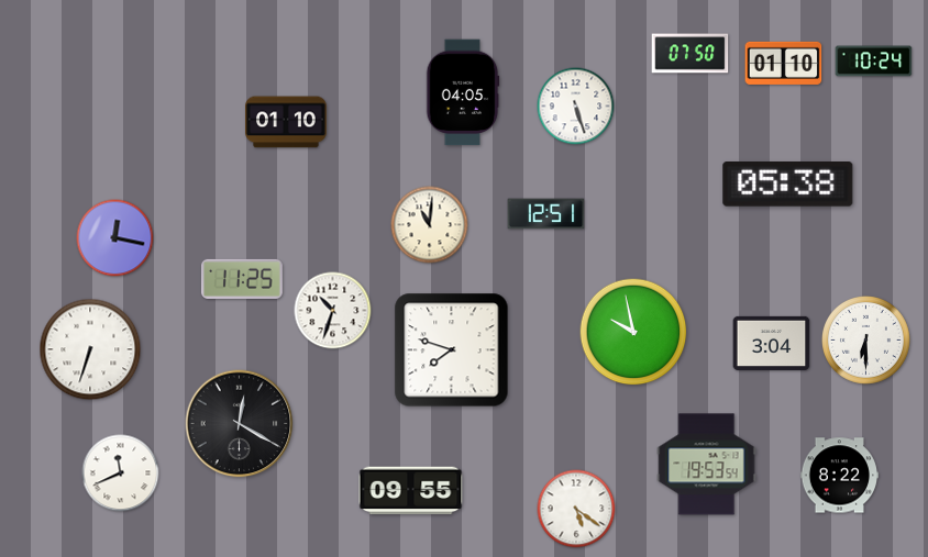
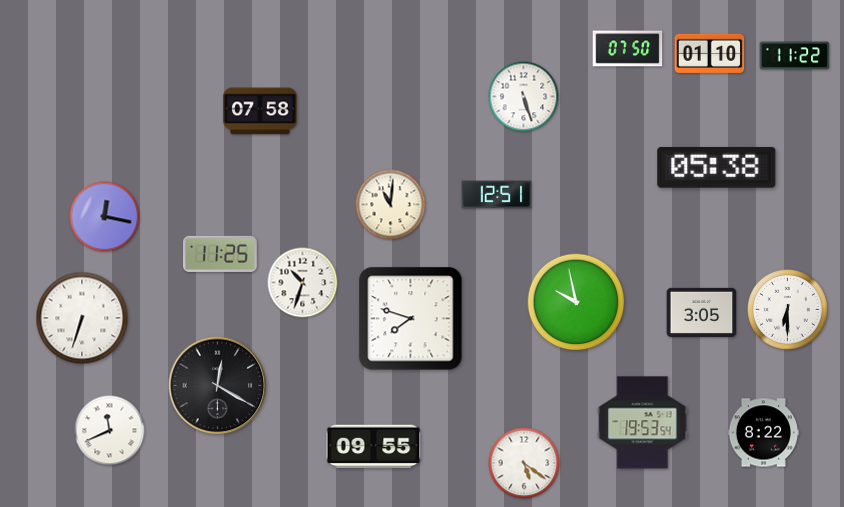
clock at (874, 62): 10:24 -> 11:22
clock at (784, 63) position: (784, 63) -> (710, 53)
clock at (463, 92): 04:05 -> none
clock at (286, 122): 01:10 -> 07:58
clock at (772, 343): 3:04 -> 3:05
